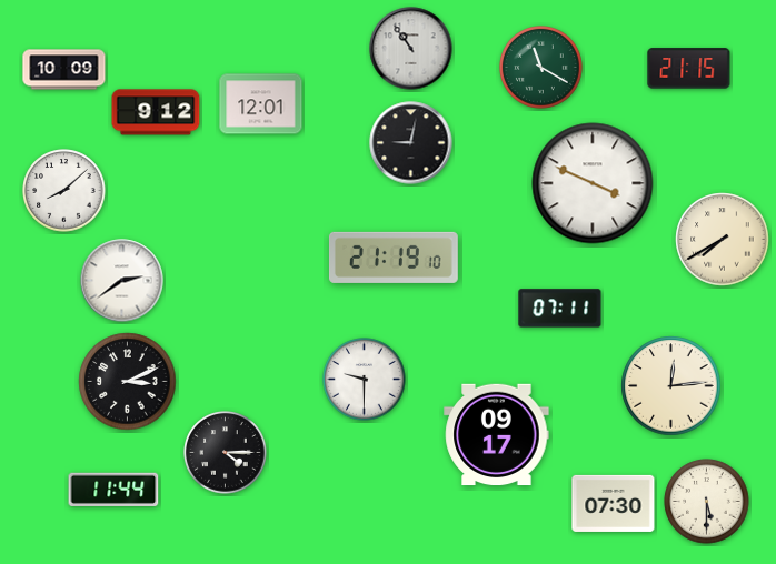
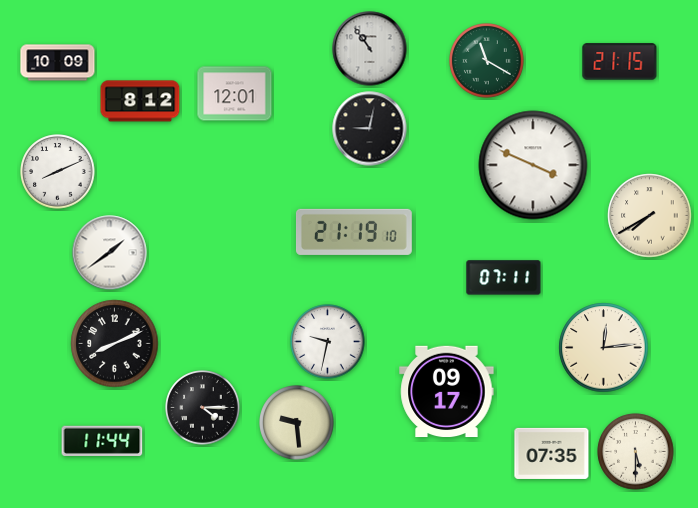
clock at (411, 49) position: (411, 49) -> (370, 49)
clock at (156, 112): 9:12 -> 8:12
clock at (64, 191): 8:08 -> 8:11
clock at (122, 281): 2:39 -> 1:39
clock at (365, 380): 9:30 -> 9:32
clock at (128, 382): 3:11 -> 8:11
clock at (297, 423): none -> 9:29
clock at (614, 503): 07:30 -> 07:35
